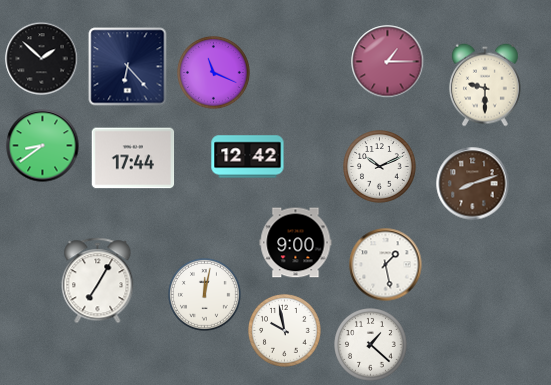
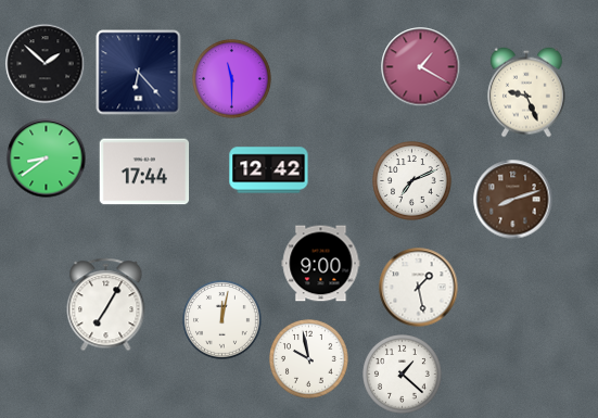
clock at (388, 62): 1:15 -> 1:20
clock at (214, 73): 11:19 -> 11:30
clock at (485, 85): 9:30 -> 9:26
clock at (380, 167): 10:11 -> 7:11
